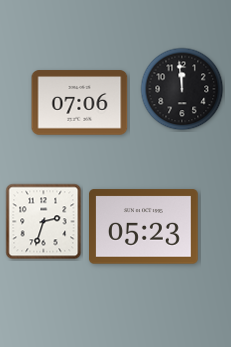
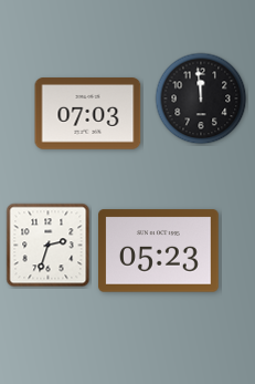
clock at (80, 103): 07:06 -> 07:03
